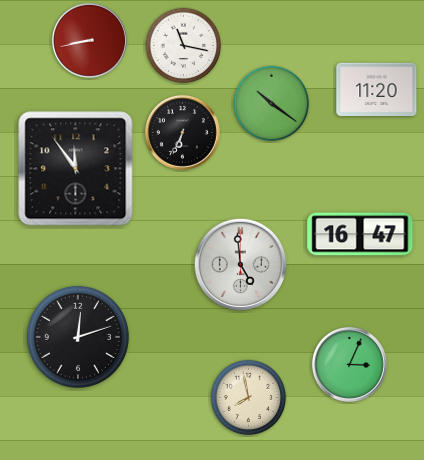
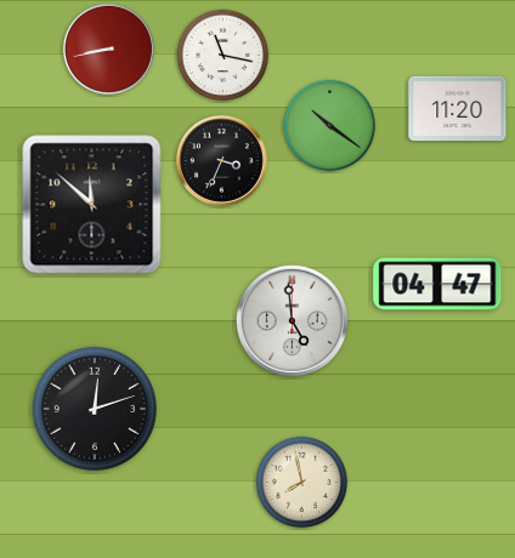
clock at (182, 132): 6:34 -> 3:34
clock at (76, 169): 11:54 -> 11:52
clock at (360, 234): 16:47 -> 04:47
clock at (349, 364): 3:04 -> none
